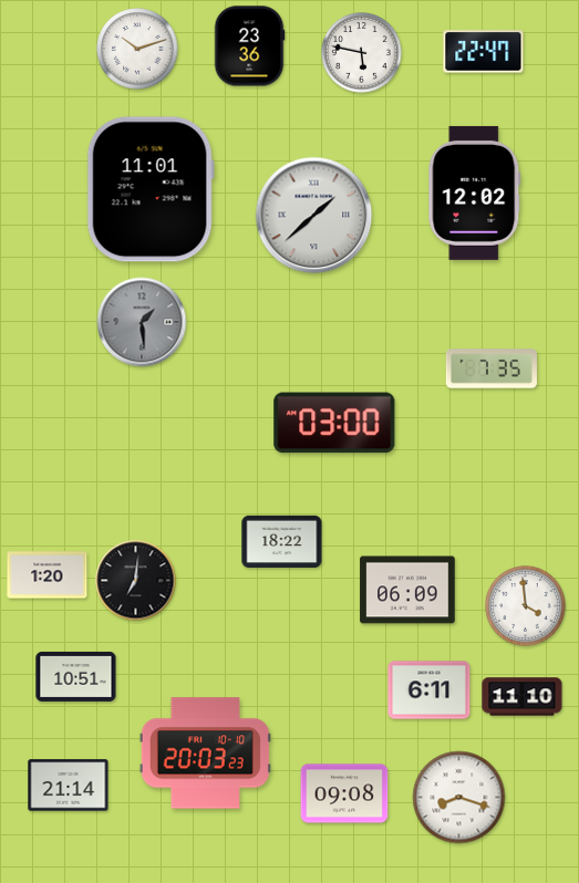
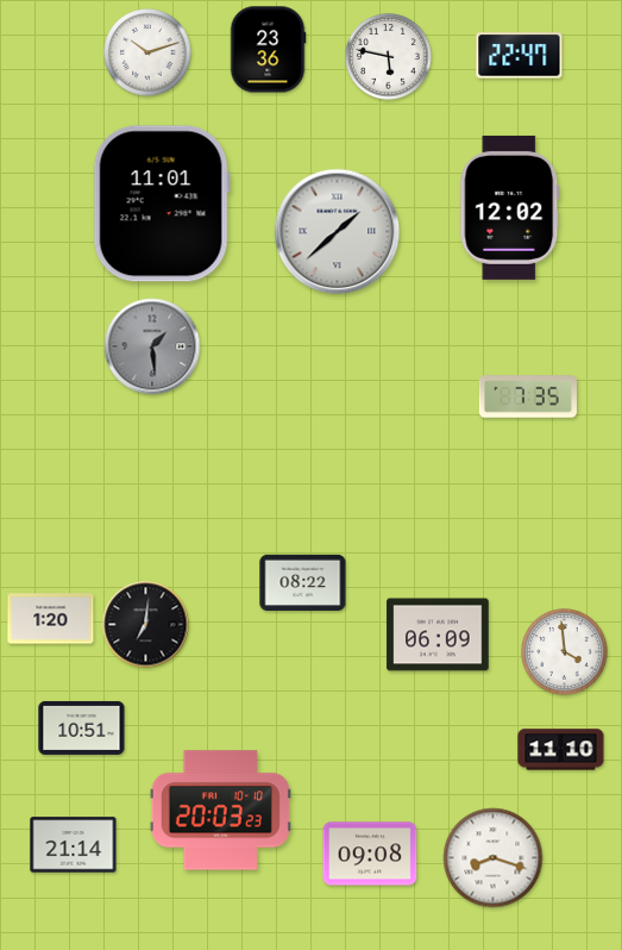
clock at (334, 423): 03:00 -> none
clock at (282, 541): 18:22 -> 08:22
clock at (430, 690): 6:11 -> none
